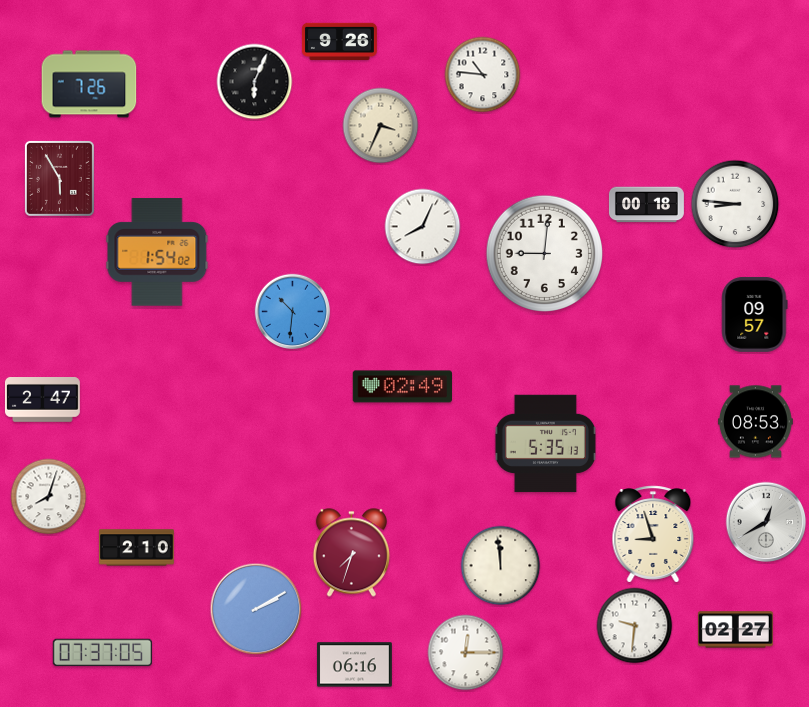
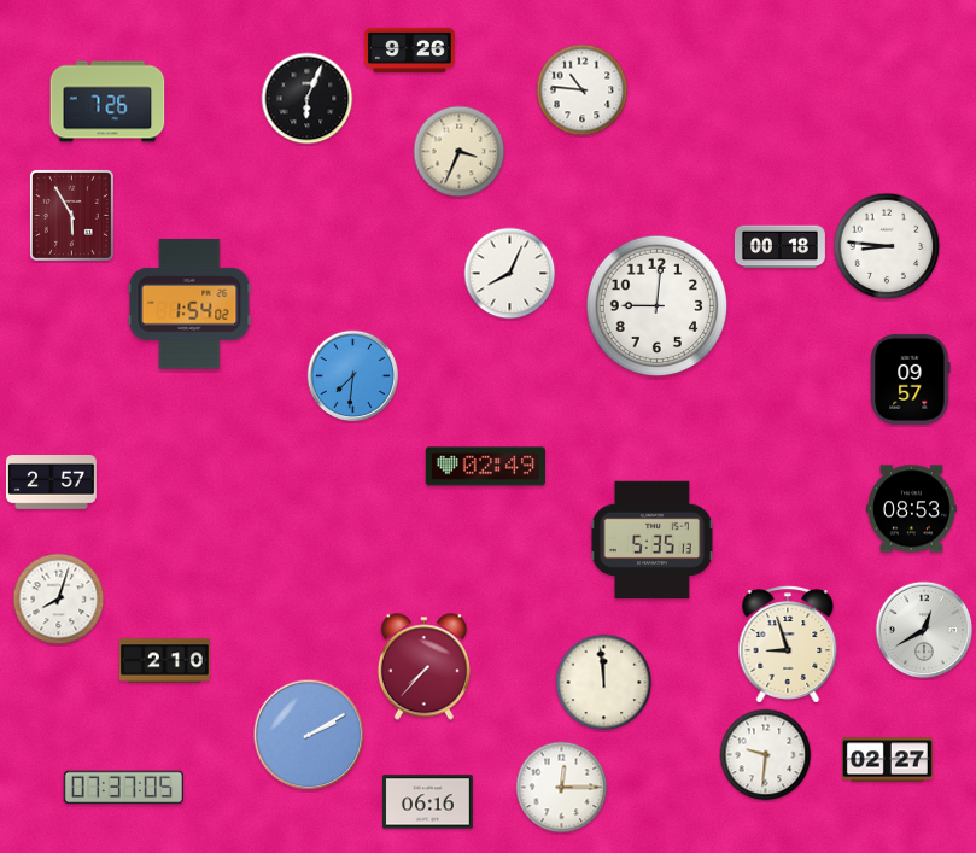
clock at (293, 312): 10:31 -> 7:31
clock at (42, 400): 2:47 -> 2:57
clock at (545, 444) position: (545, 444) -> (651, 541)
clock at (351, 553): 7:33 -> 7:37
